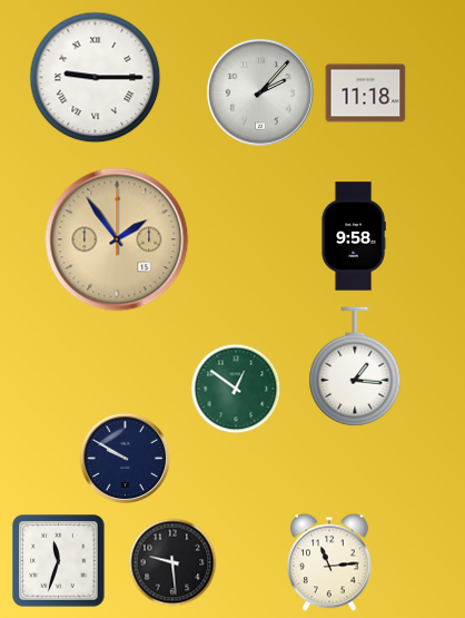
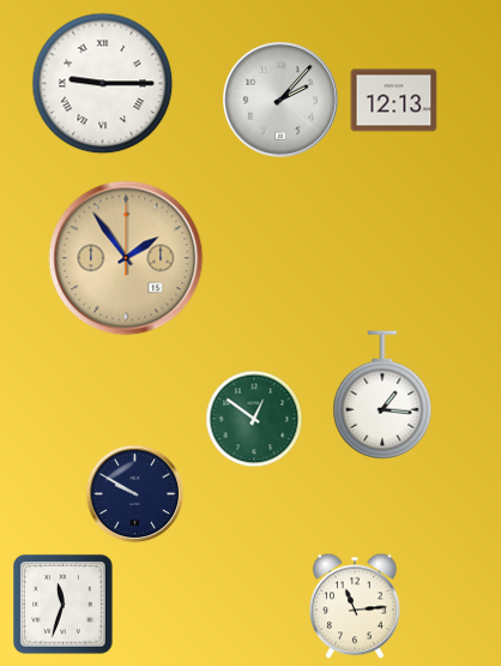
clock at (366, 94): 11:18 -> 12:13
clock at (354, 236): 9:58 -> none
clock at (172, 562): 9:29 -> none
